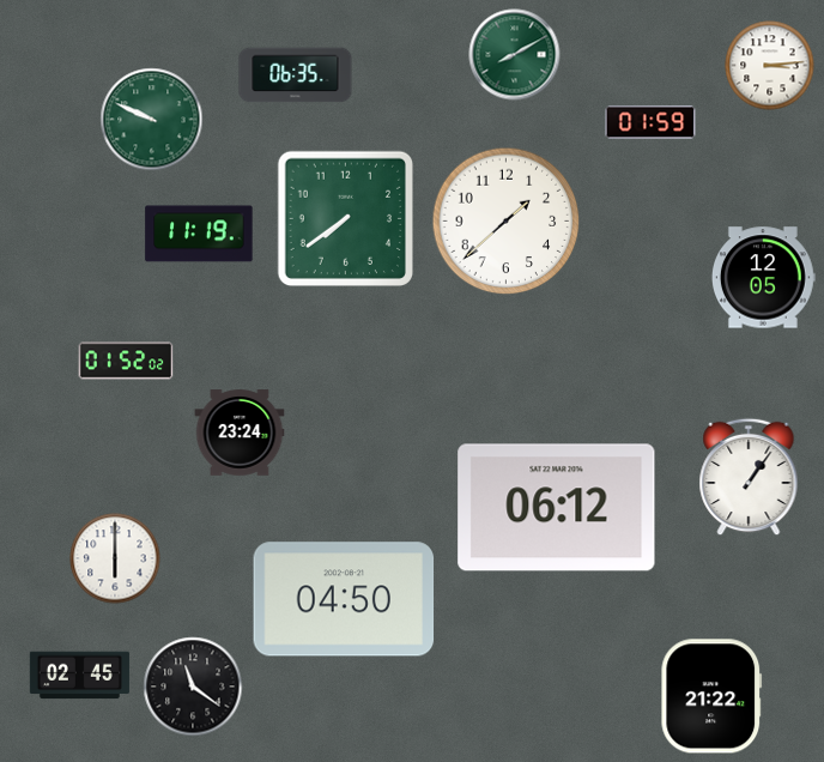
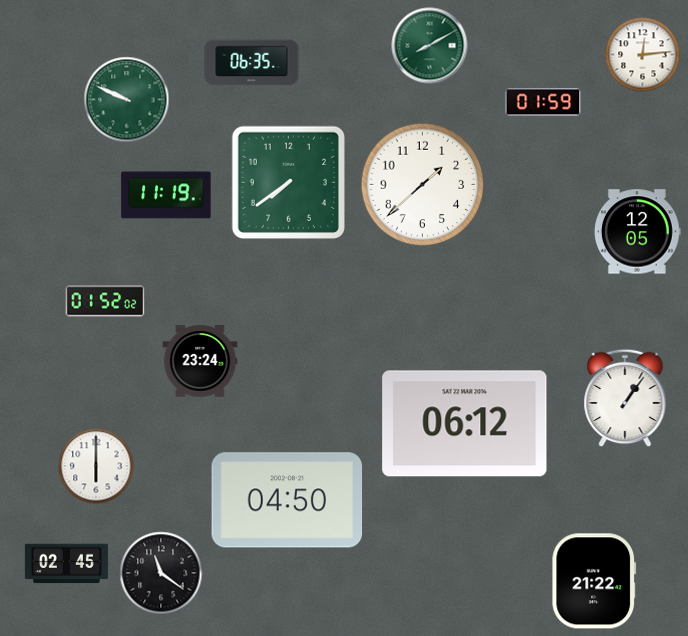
clock at (770, 66): 3:14 -> 12:14
clock at (296, 75) position: (296, 75) -> (252, 63)
